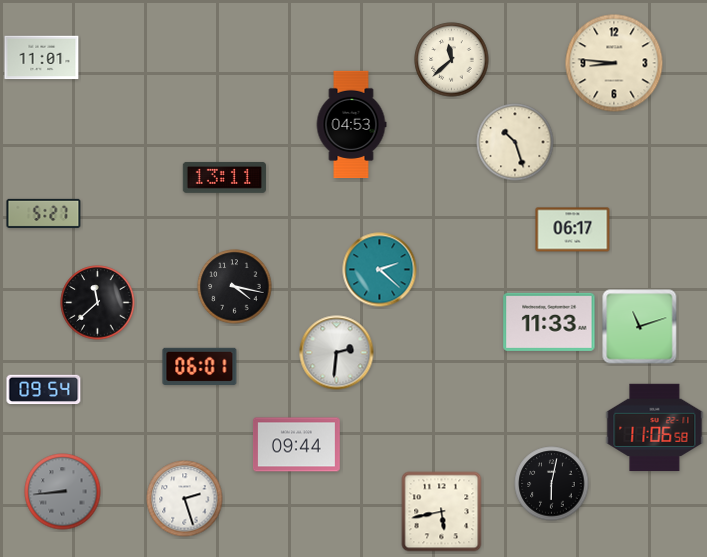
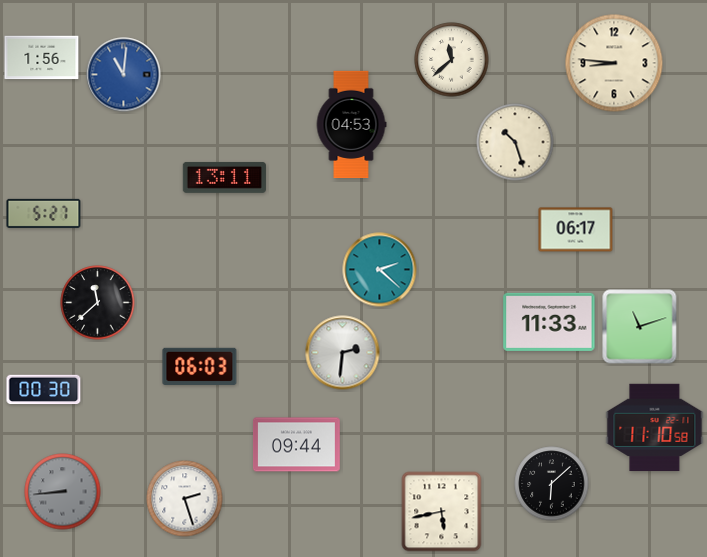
clock at (42, 58): 11:01 -> 1:56
clock at (124, 75): none -> 11:01
clock at (573, 230) position: (573, 230) -> (576, 230)
clock at (235, 287): 4:17 -> none
clock at (337, 353) position: (337, 353) -> (343, 353)
clock at (200, 366): 06:01 -> 06:03
clock at (44, 390): 09:54 -> 00:30
clock at (655, 428): 11:06 -> 11:10
clock at (552, 484): 6:02 -> 6:08
